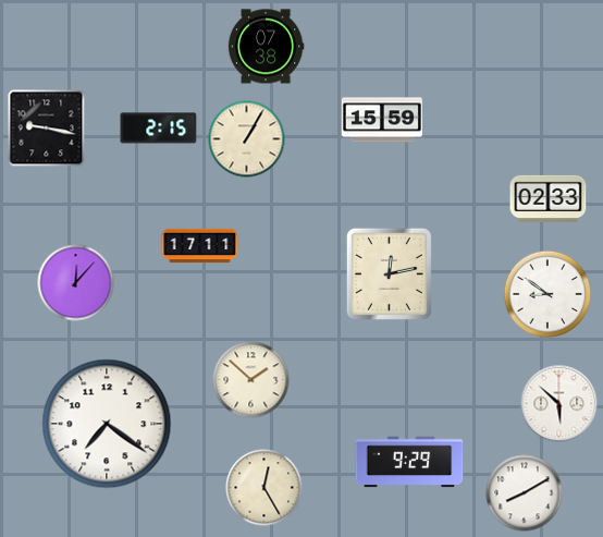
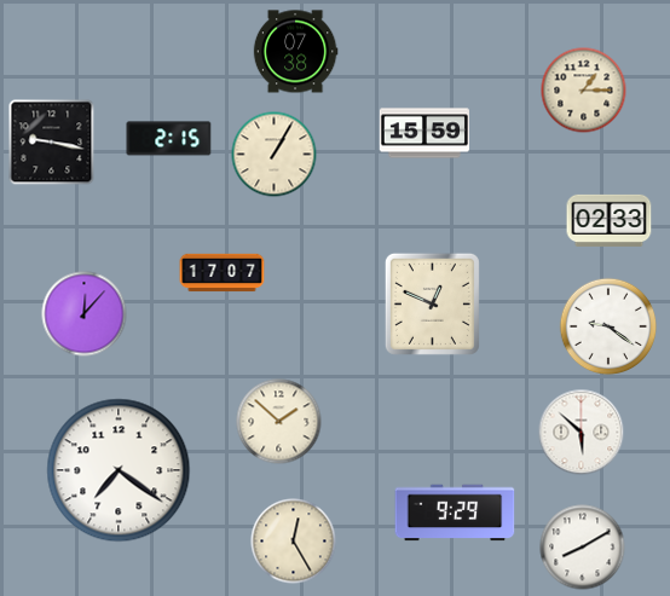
clock at (584, 91): none -> 1:15
clock at (159, 129) position: (159, 129) -> (169, 139)
clock at (200, 246): 17:11 -> 17:07
clock at (389, 273): 12:13 -> 12:49
clock at (547, 294): 8:51 -> 9:21
clock at (559, 404) position: (559, 404) -> (582, 433)
